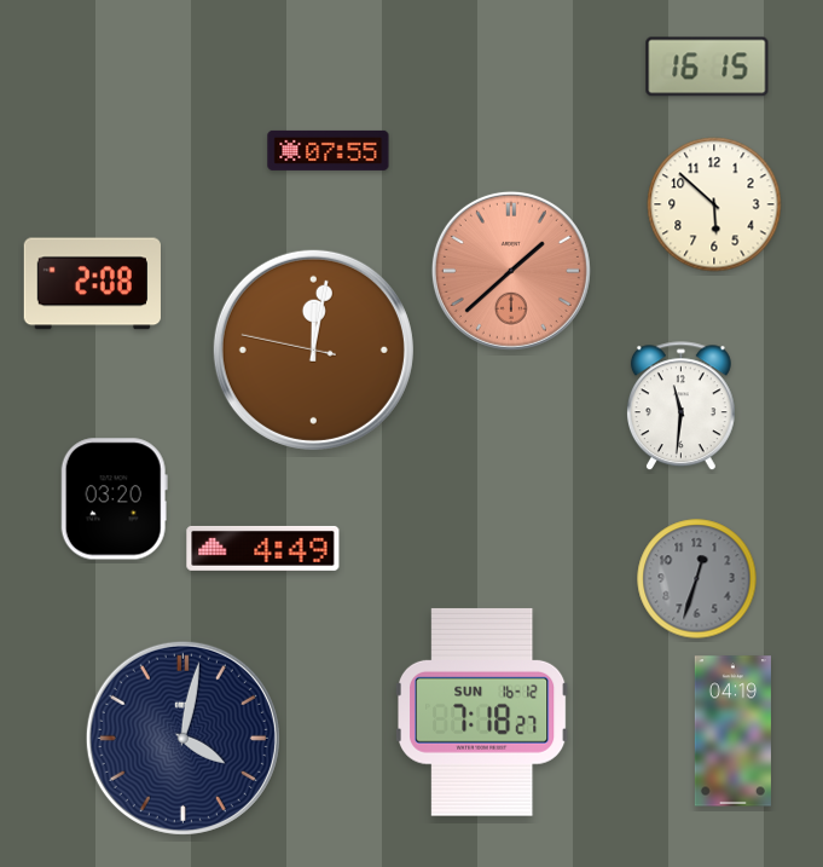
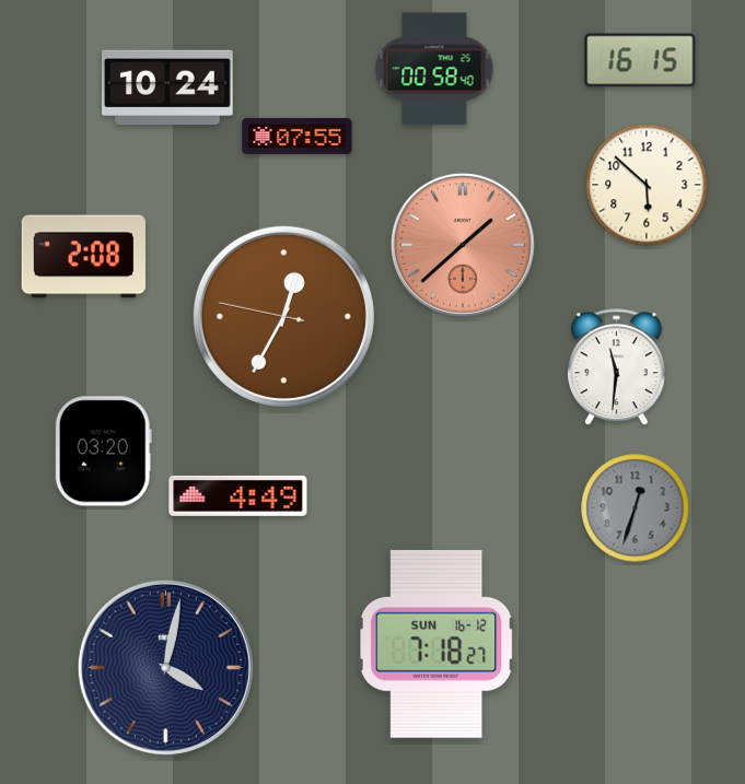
clock at (434, 69): none -> 00:58
clock at (168, 86): none -> 10:24
clock at (313, 349): 12:01 -> 12:34
clock at (697, 579) position: (697, 579) -> (636, 508)
clock at (732, 732): 04:19 -> none
